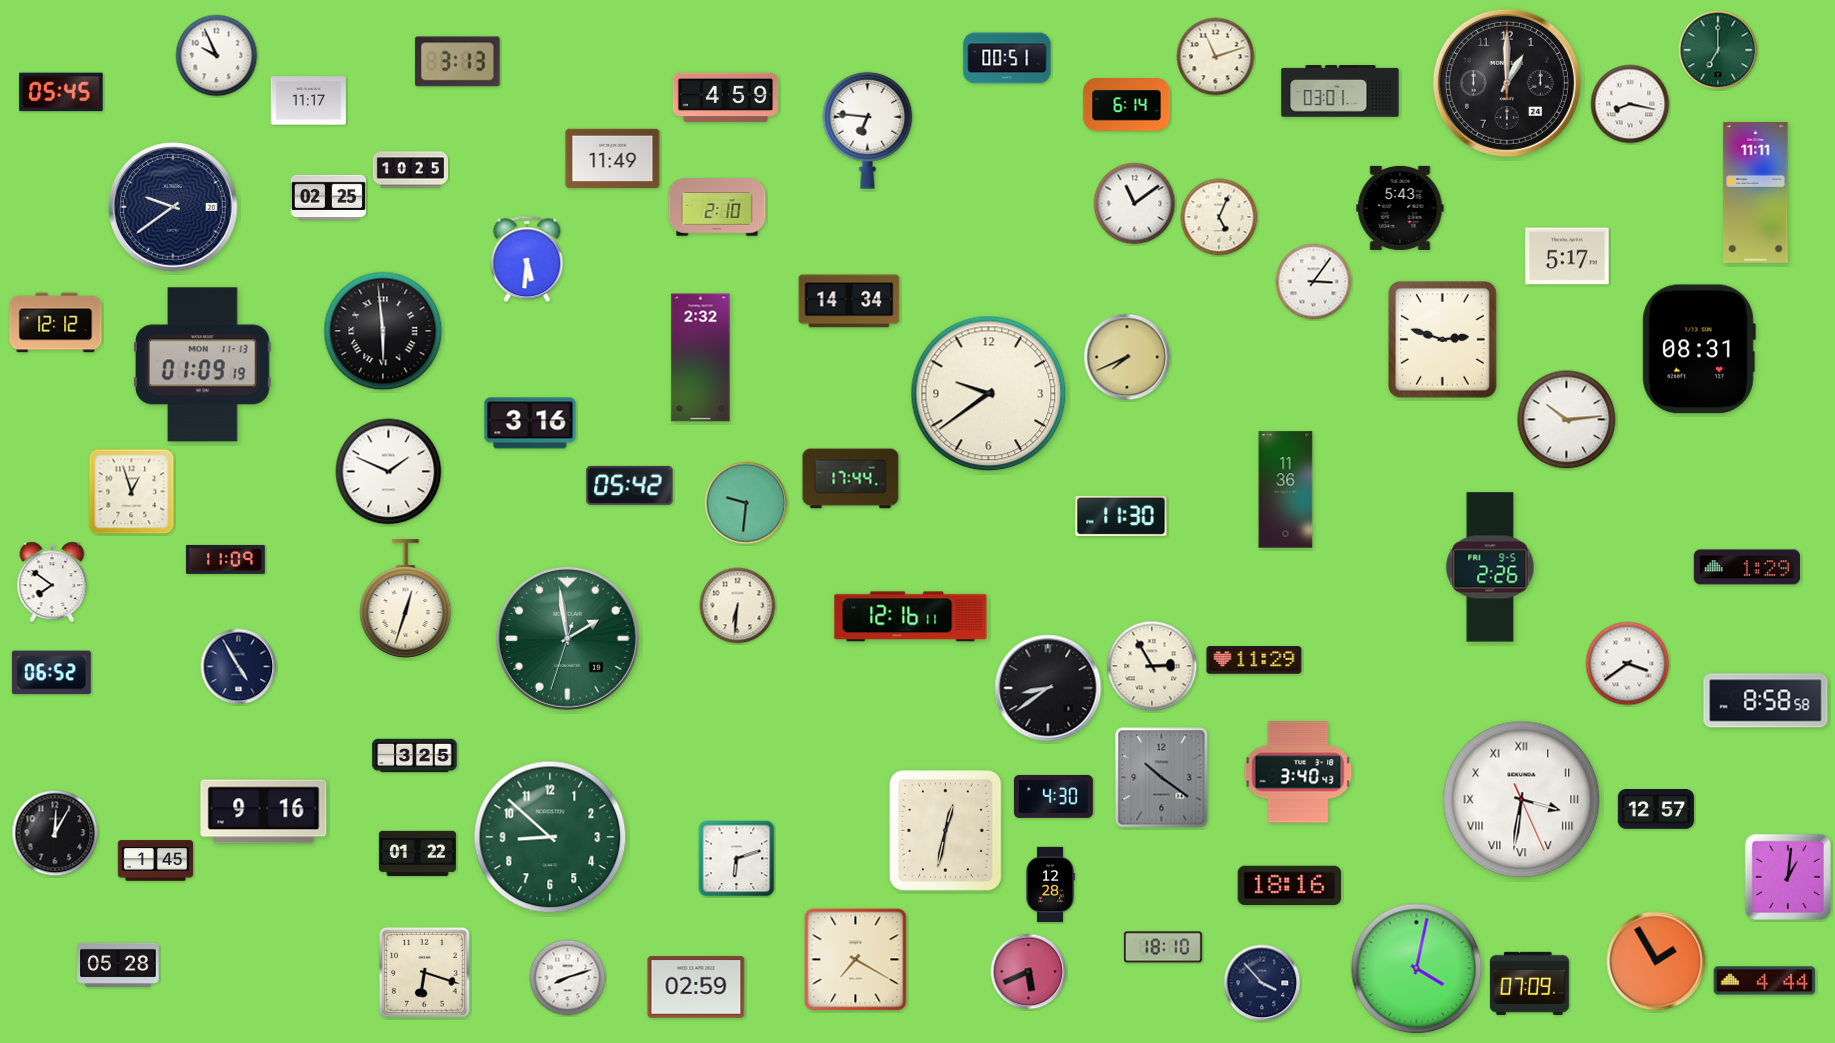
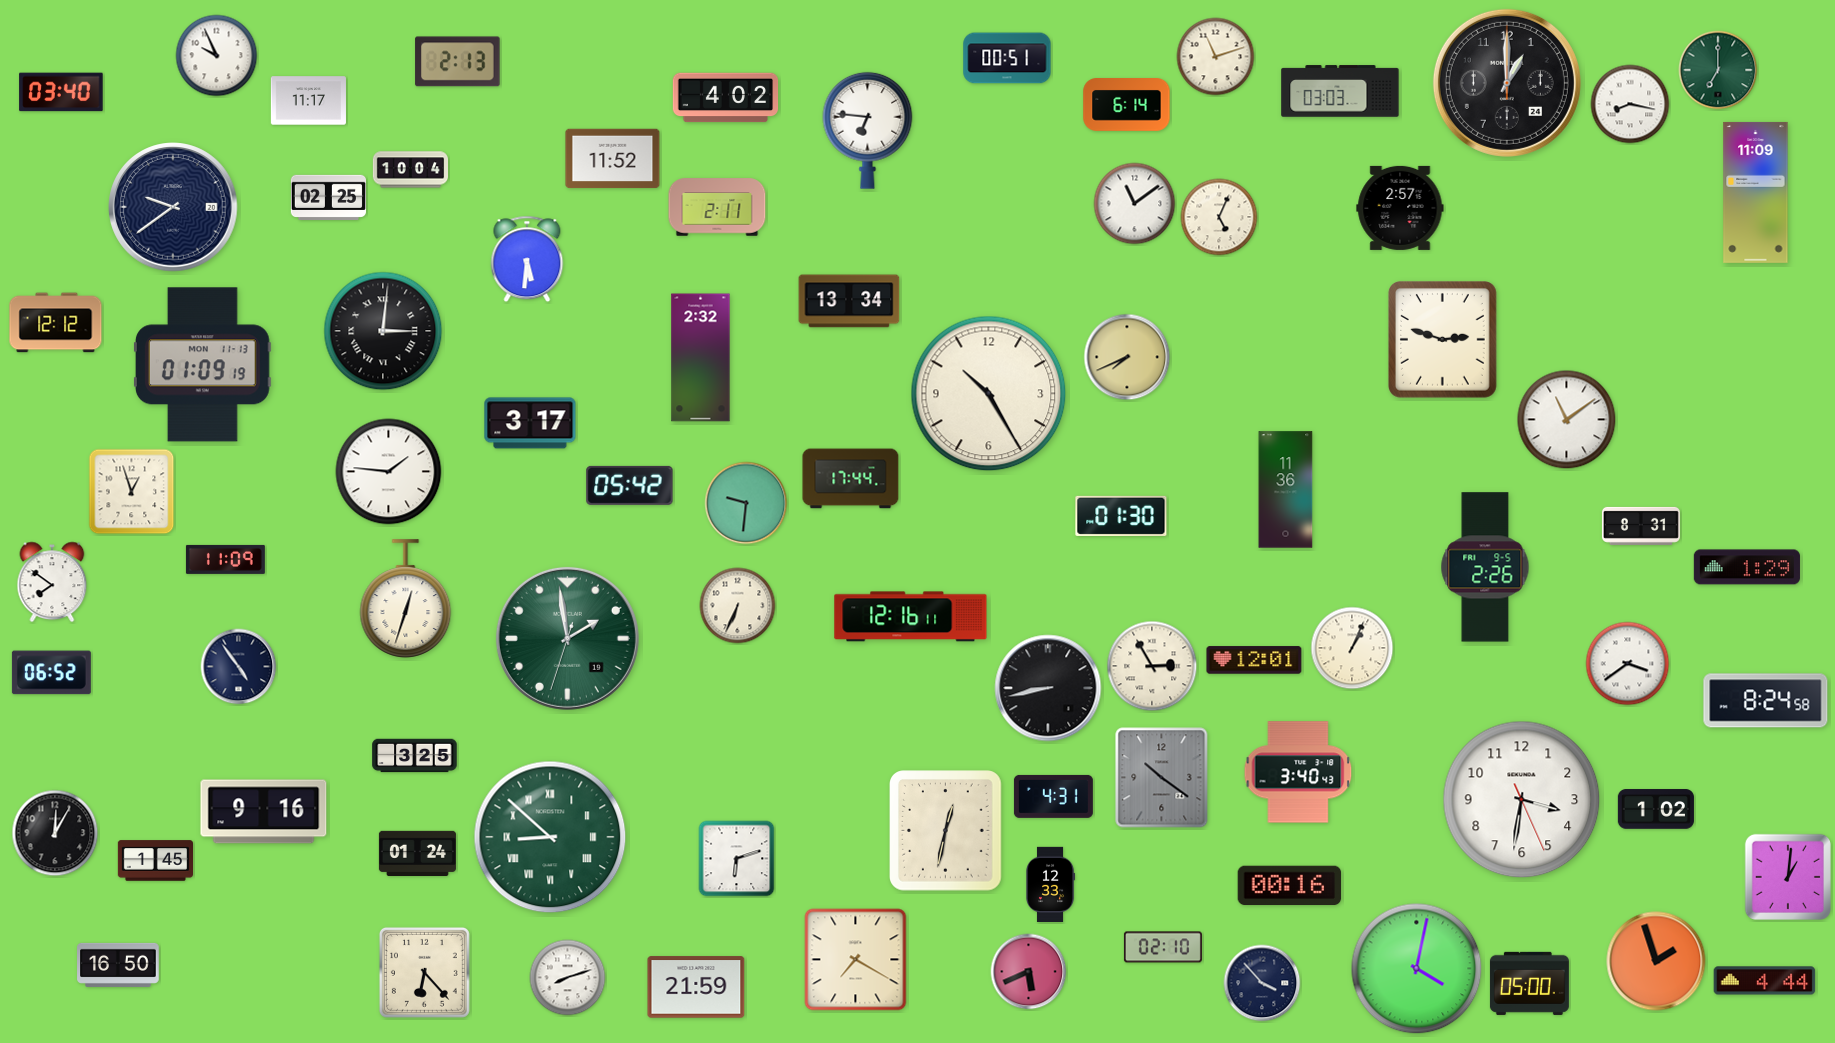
clock at (1718, 50) position: (1718, 50) -> (1718, 70)
clock at (458, 62): 3:13 -> 2:13
clock at (1340, 91): 03:01 -> 03:03
clock at (61, 92): 05:45 -> 03:40
clock at (726, 98): 4:59 -> 4:02
clock at (613, 159): 11:49 -> 11:52
clock at (410, 170): 10:25 -> 10:04
clock at (1756, 192): 11:11 -> 11:09
clock at (717, 207): 2:10 -> 2:11
clock at (1400, 208): 5:43 -> 2:57
clock at (1567, 256): 5:17 -> none
clock at (1314, 282): 3:06 -> none
clock at (849, 301): 14:34 -> 13:34
clock at (383, 331): 5:59 -> 3:01
clock at (1699, 349): 08:31 -> none
clock at (989, 394): 9:39 -> 10:25
clock at (1567, 420): 10:14 -> 11:09
clock at (530, 423): 3:16 -> 3:17
clock at (389, 472): 1:49 -> 1:46
clock at (1121, 516): 11:30 -> 01:30
clock at (1641, 526): none -> 8:31
clock at (1490, 567) position: (1490, 567) -> (1485, 567)
clock at (738, 606): 6:31 -> 6:34
clock at (1352, 648): none -> 1:04
clock at (1254, 660): 11:29 -> 12:01
clock at (239, 667): 4:55 -> 4:54
clock at (1048, 688): 8:39 -> 8:43
clock at (1766, 701): 8:58 -> 8:24
clock at (1053, 796): 4:30 -> 4:31
clock at (1522, 800) numerals: Roman -> Arabic
clock at (1656, 809): 12:57 -> 1:02
clock at (550, 837) numerals: Arabic -> Roman
clock at (417, 853): 01:22 -> 01:24
clock at (1051, 884): 12:28 -> 12:33
clock at (1290, 886): 18:16 -> 00:16
clock at (1163, 947): 18:10 -> 02:10
clock at (1656, 961): 1:55 -> 1:57
clock at (118, 965): 05:28 -> 16:50
clock at (424, 972): 6:18 -> 6:23
clock at (1529, 983): 07:09 -> 05:00
clock at (696, 987): 02:59 -> 21:59
